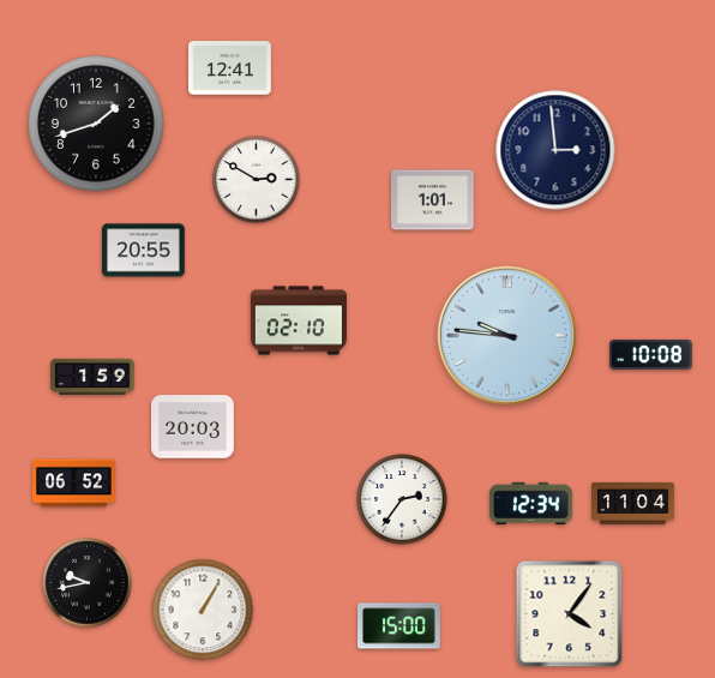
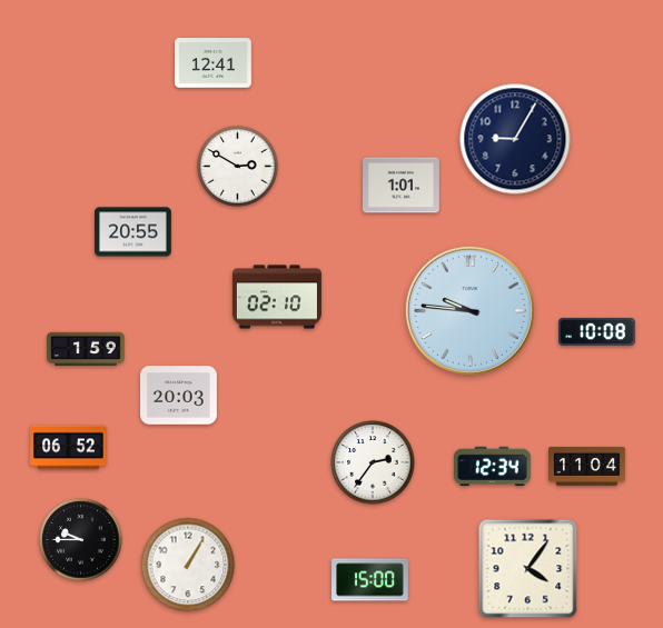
clock at (97, 125): 1:42 -> none
clock at (555, 150): 2:59 -> 9:05
clock at (651, 354) position: (651, 354) -> (597, 331)
clock at (88, 583): 9:43 -> 9:45
